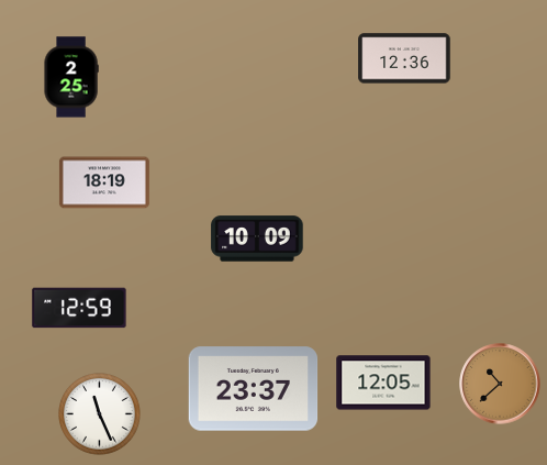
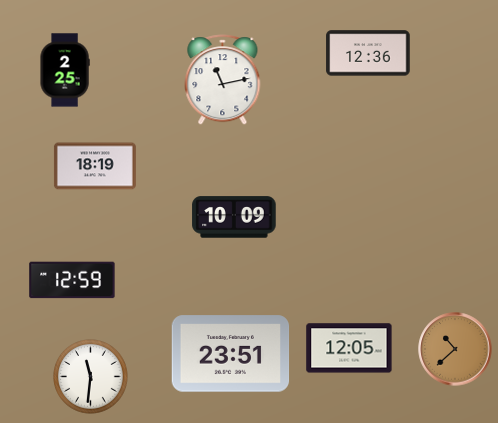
clock at (223, 80): none -> 11:13
clock at (254, 389): 23:37 -> 23:51
clock at (100, 414): 11:26 -> 11:31
